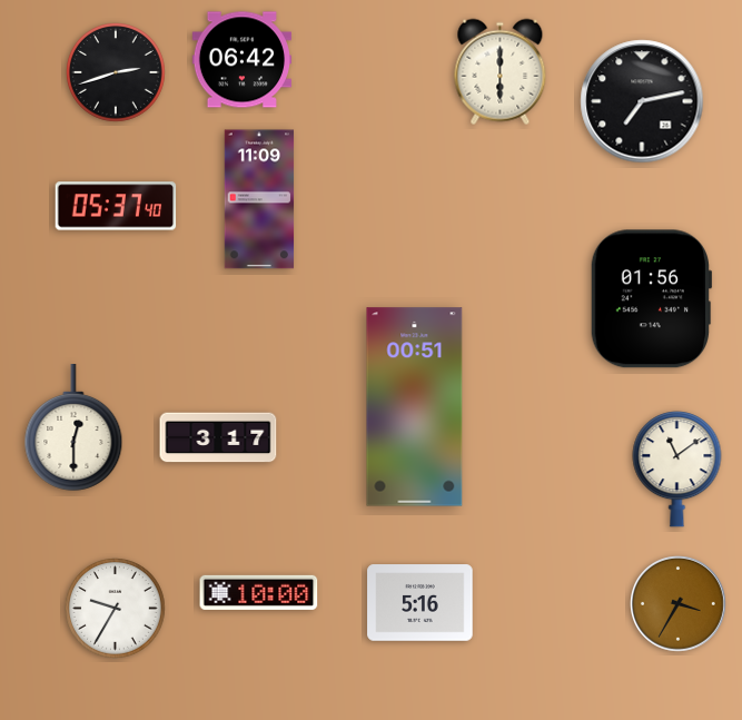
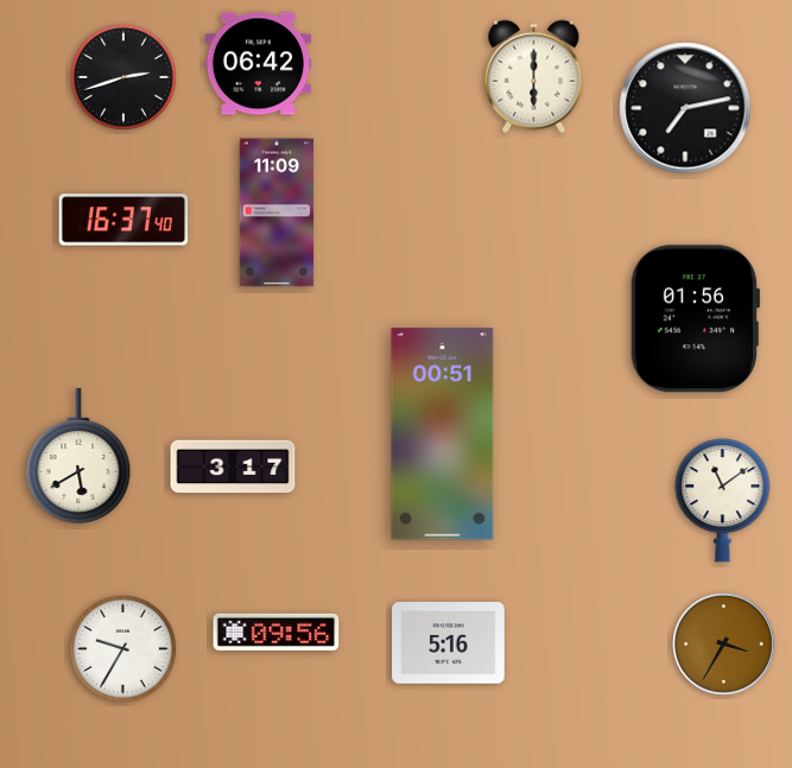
clock at (116, 206): 05:37 -> 16:37
clock at (73, 428): 12:30 -> 5:40
clock at (259, 592): 10:00 -> 09:56
